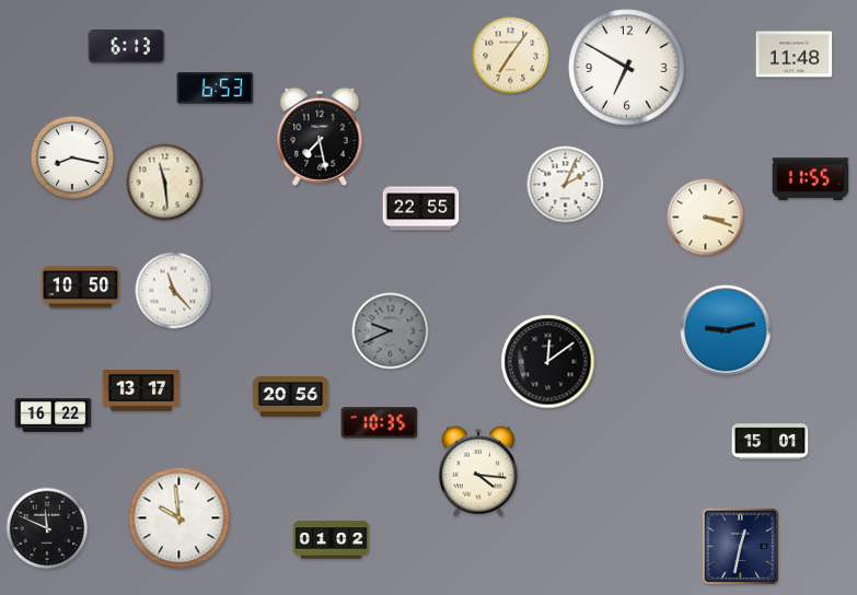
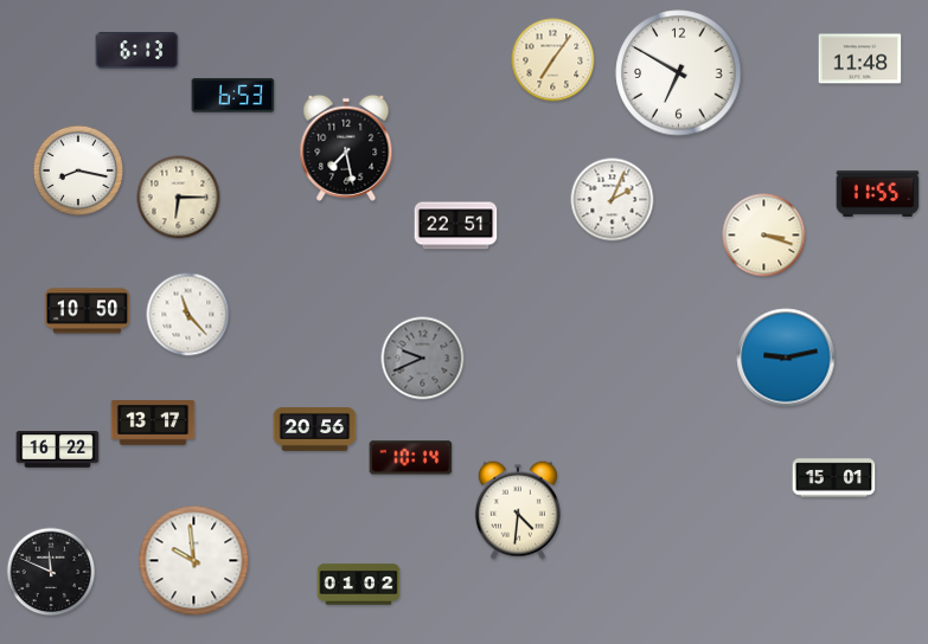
clock at (165, 183): 11:29 -> 6:15
clock at (421, 209): 22:55 -> 22:51
clock at (548, 362): 12:09 -> none
clock at (380, 423): 10:35 -> 10:14
clock at (478, 471): 4:16 -> 4:31
clock at (740, 546): 12:32 -> none
